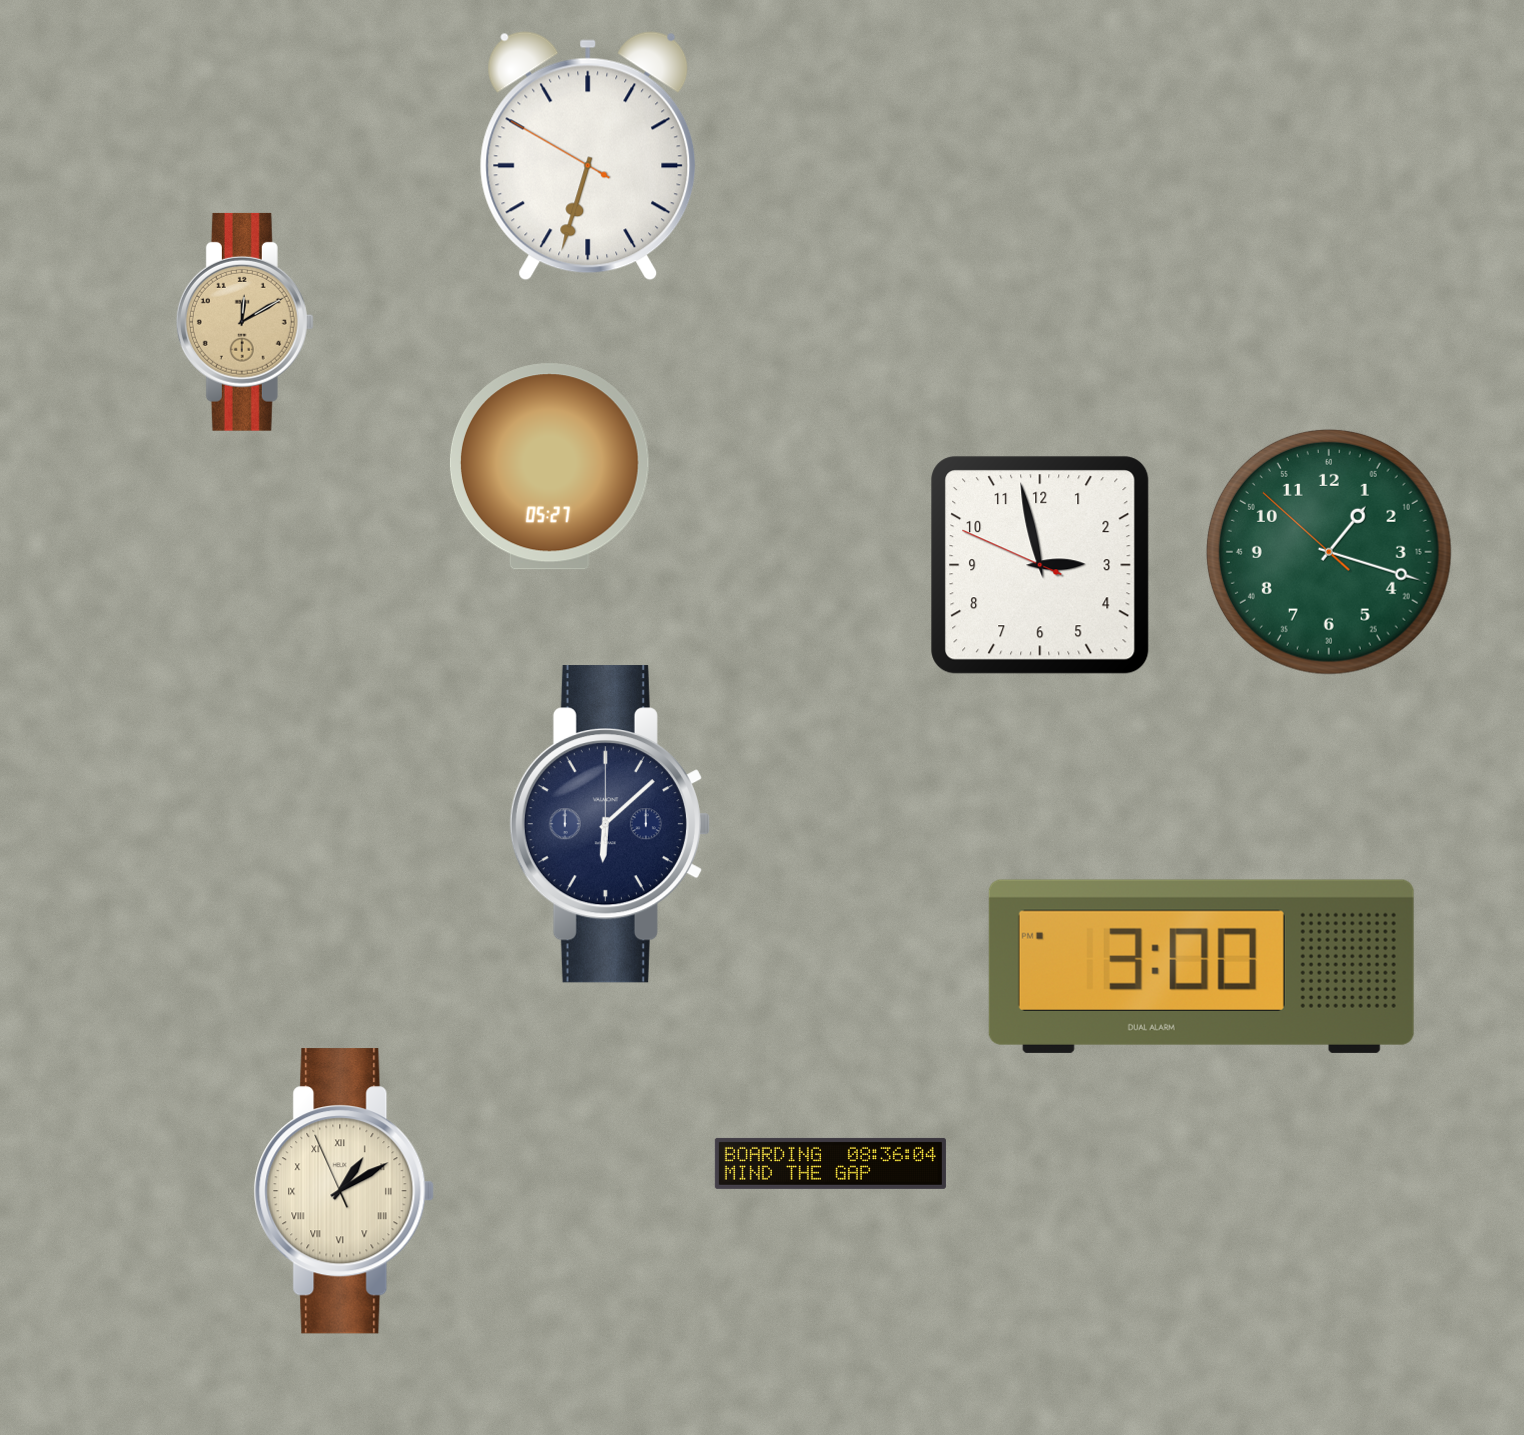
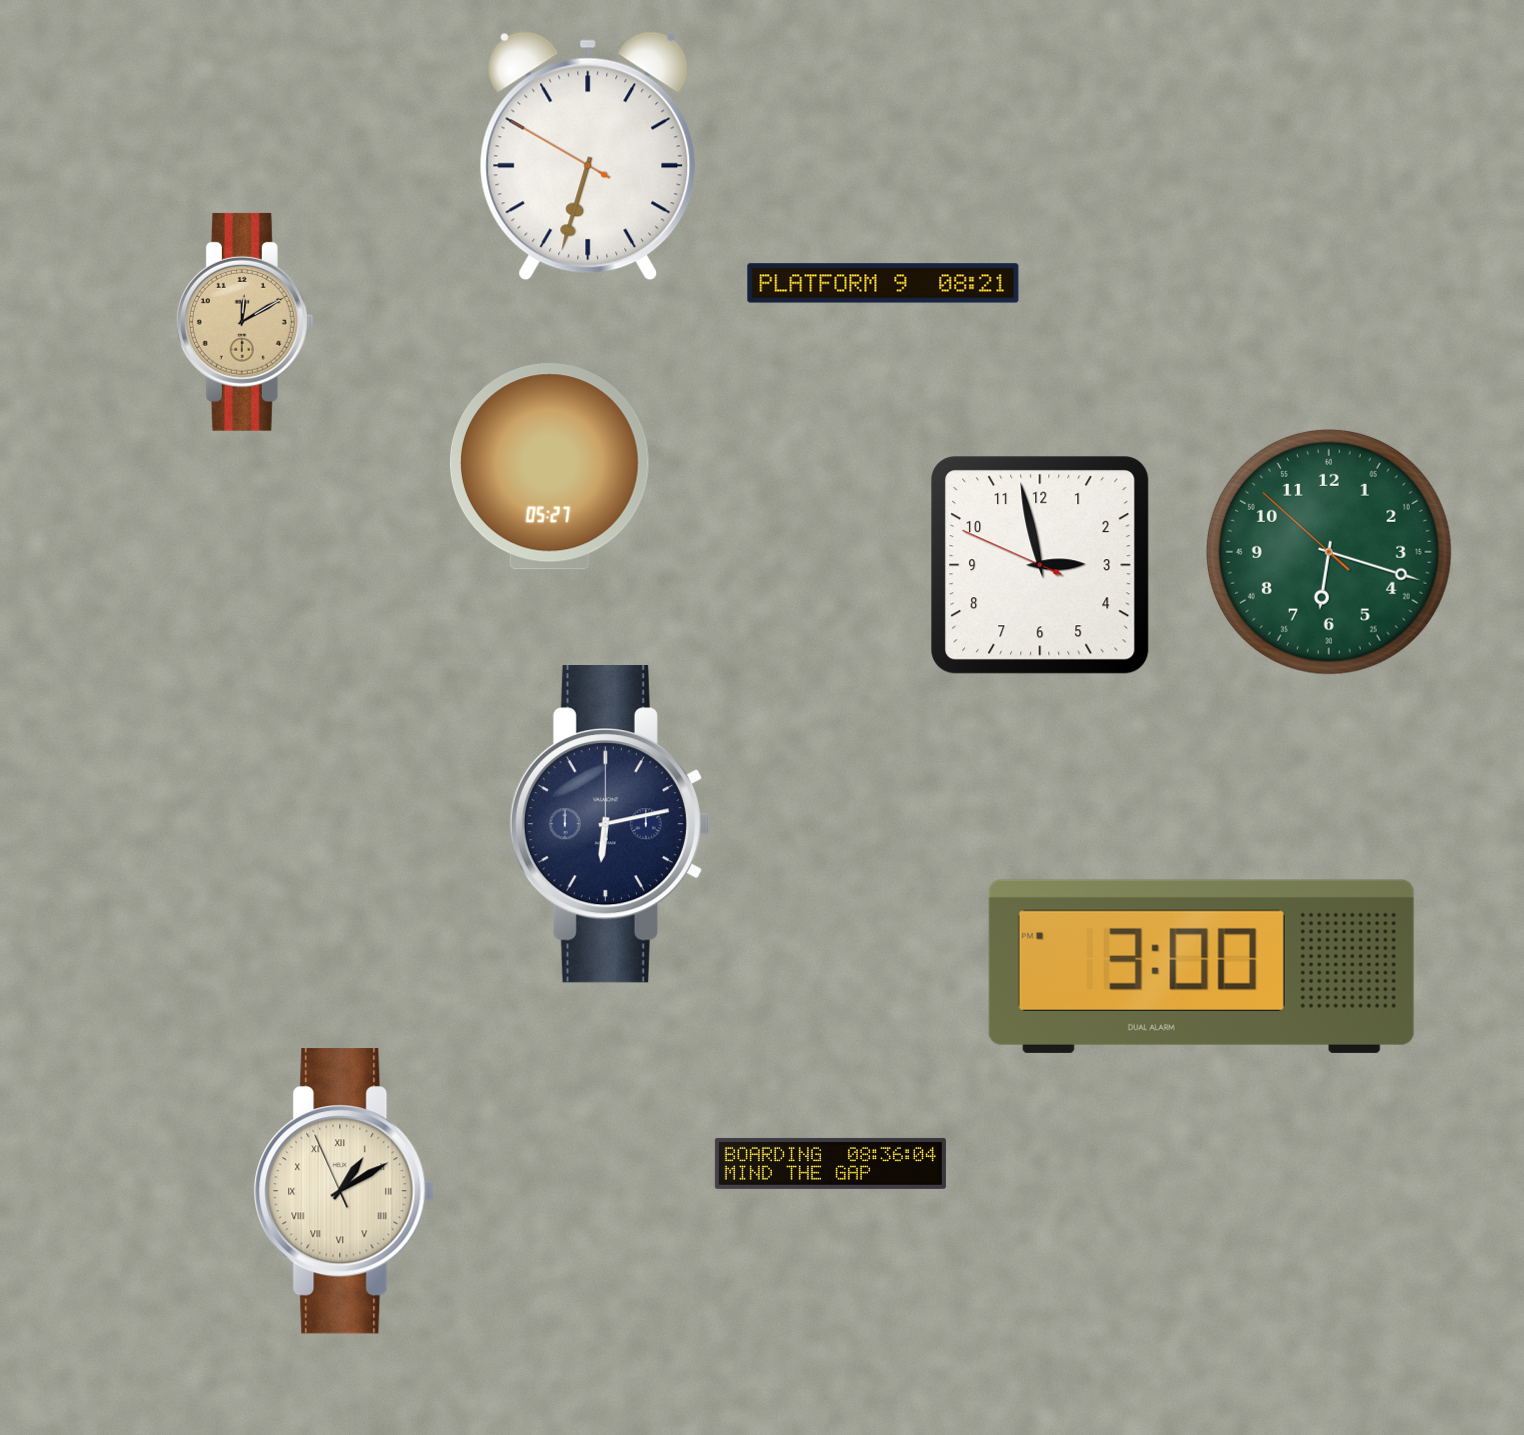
clock at (883, 283): none -> 08:21
clock at (1329, 552): 1:17 -> 6:17
clock at (610, 824): 6:08 -> 6:13
